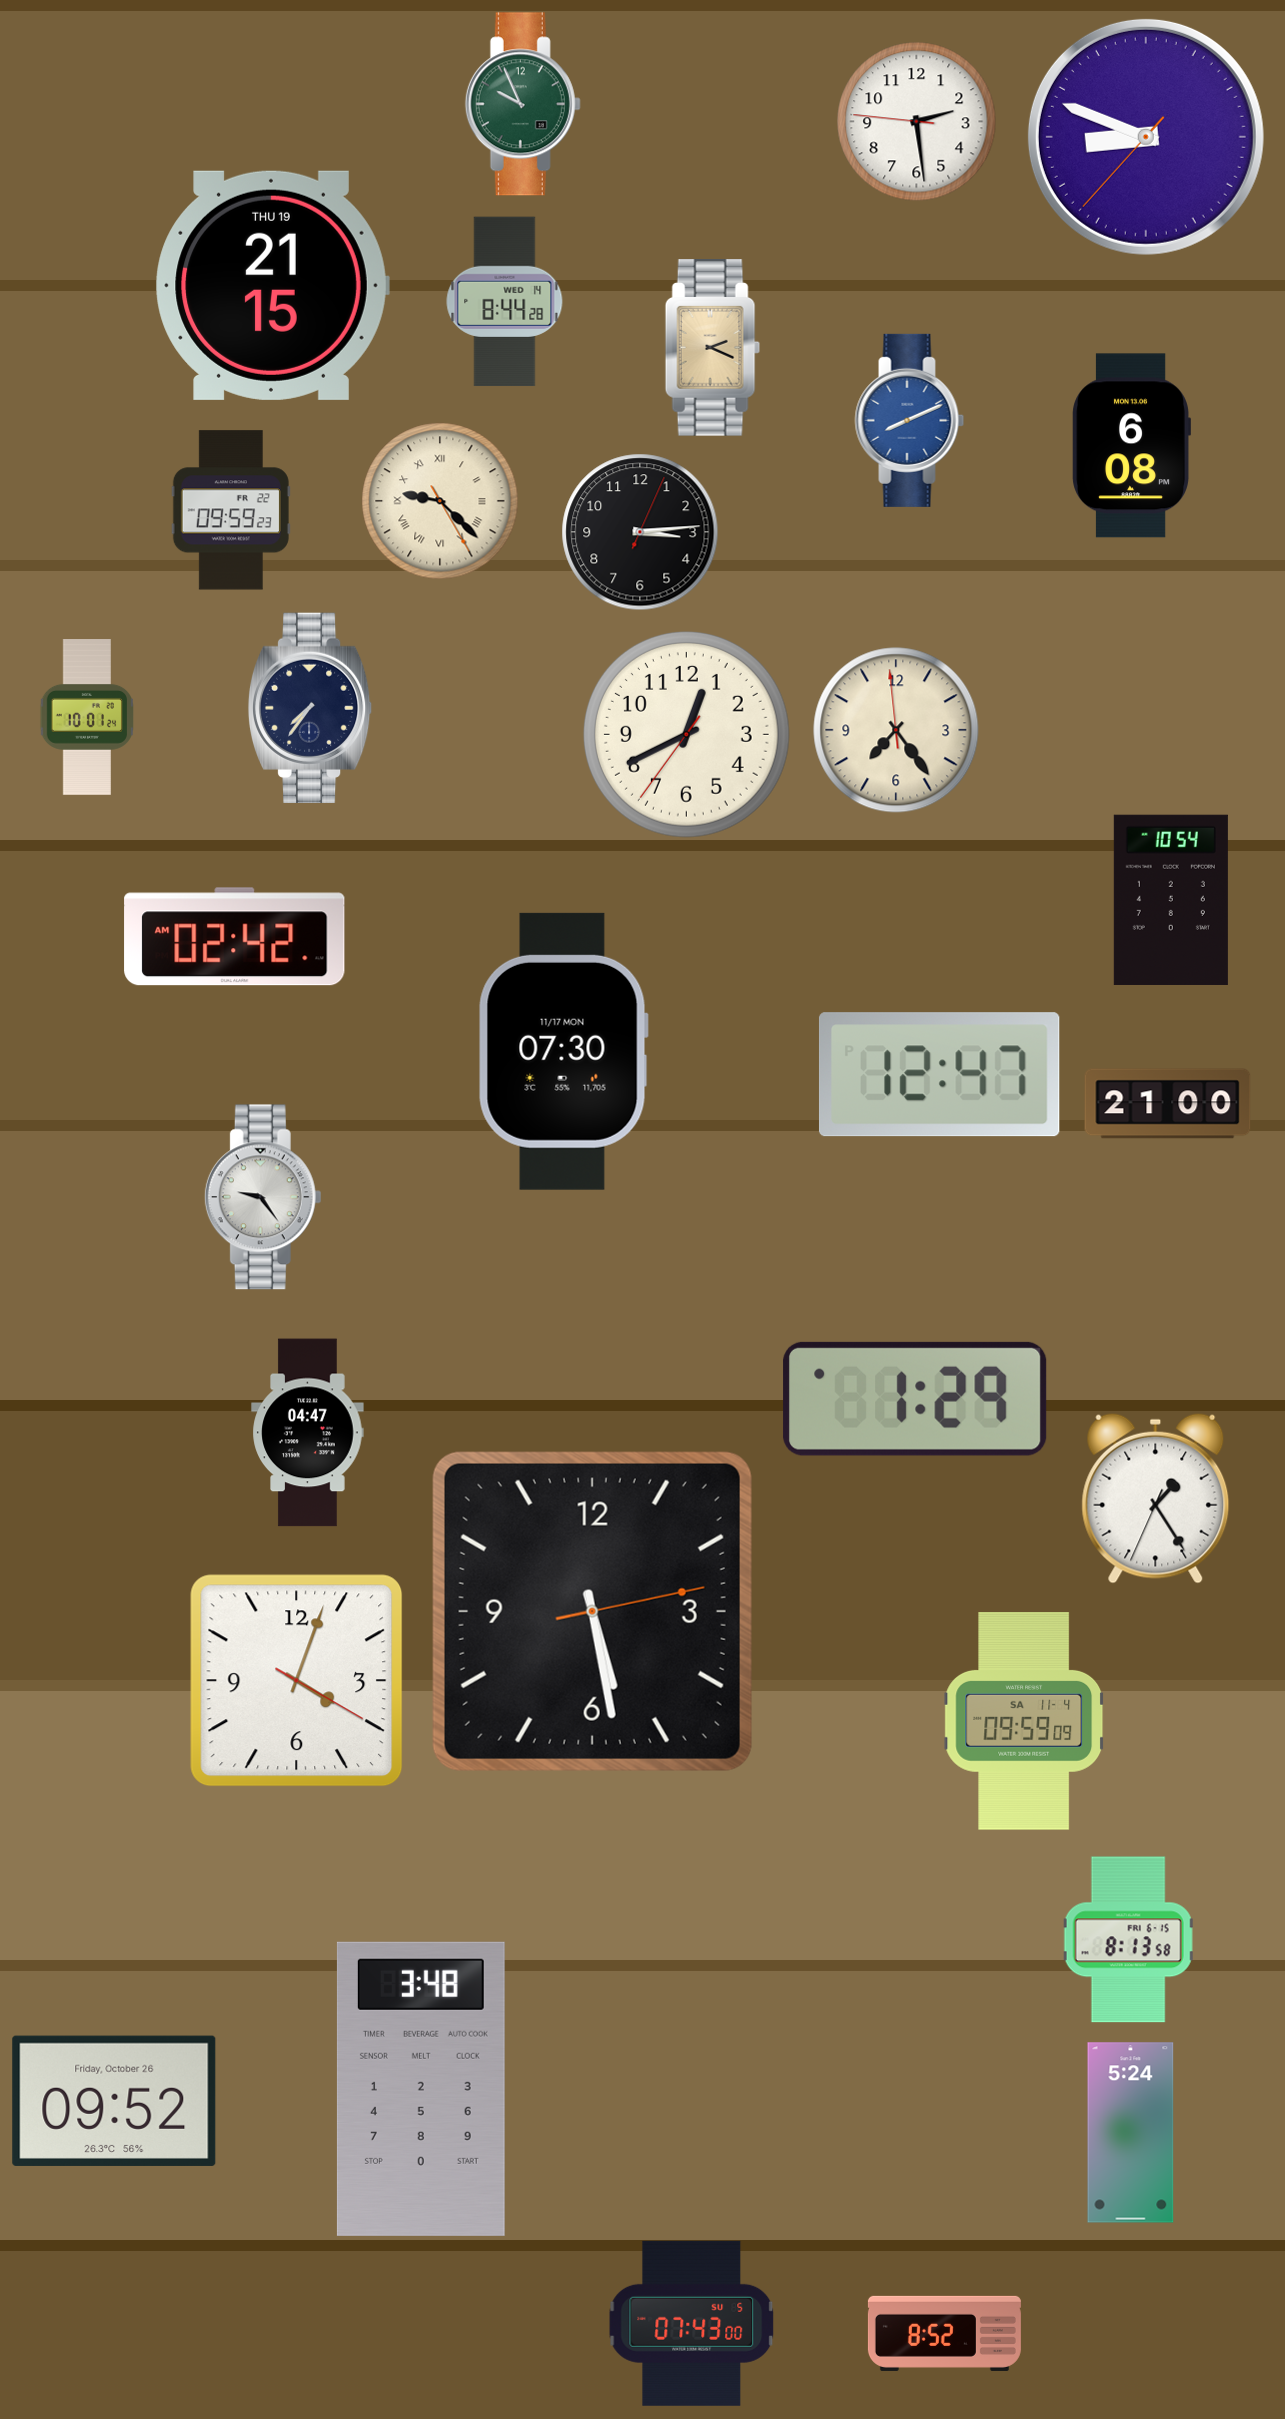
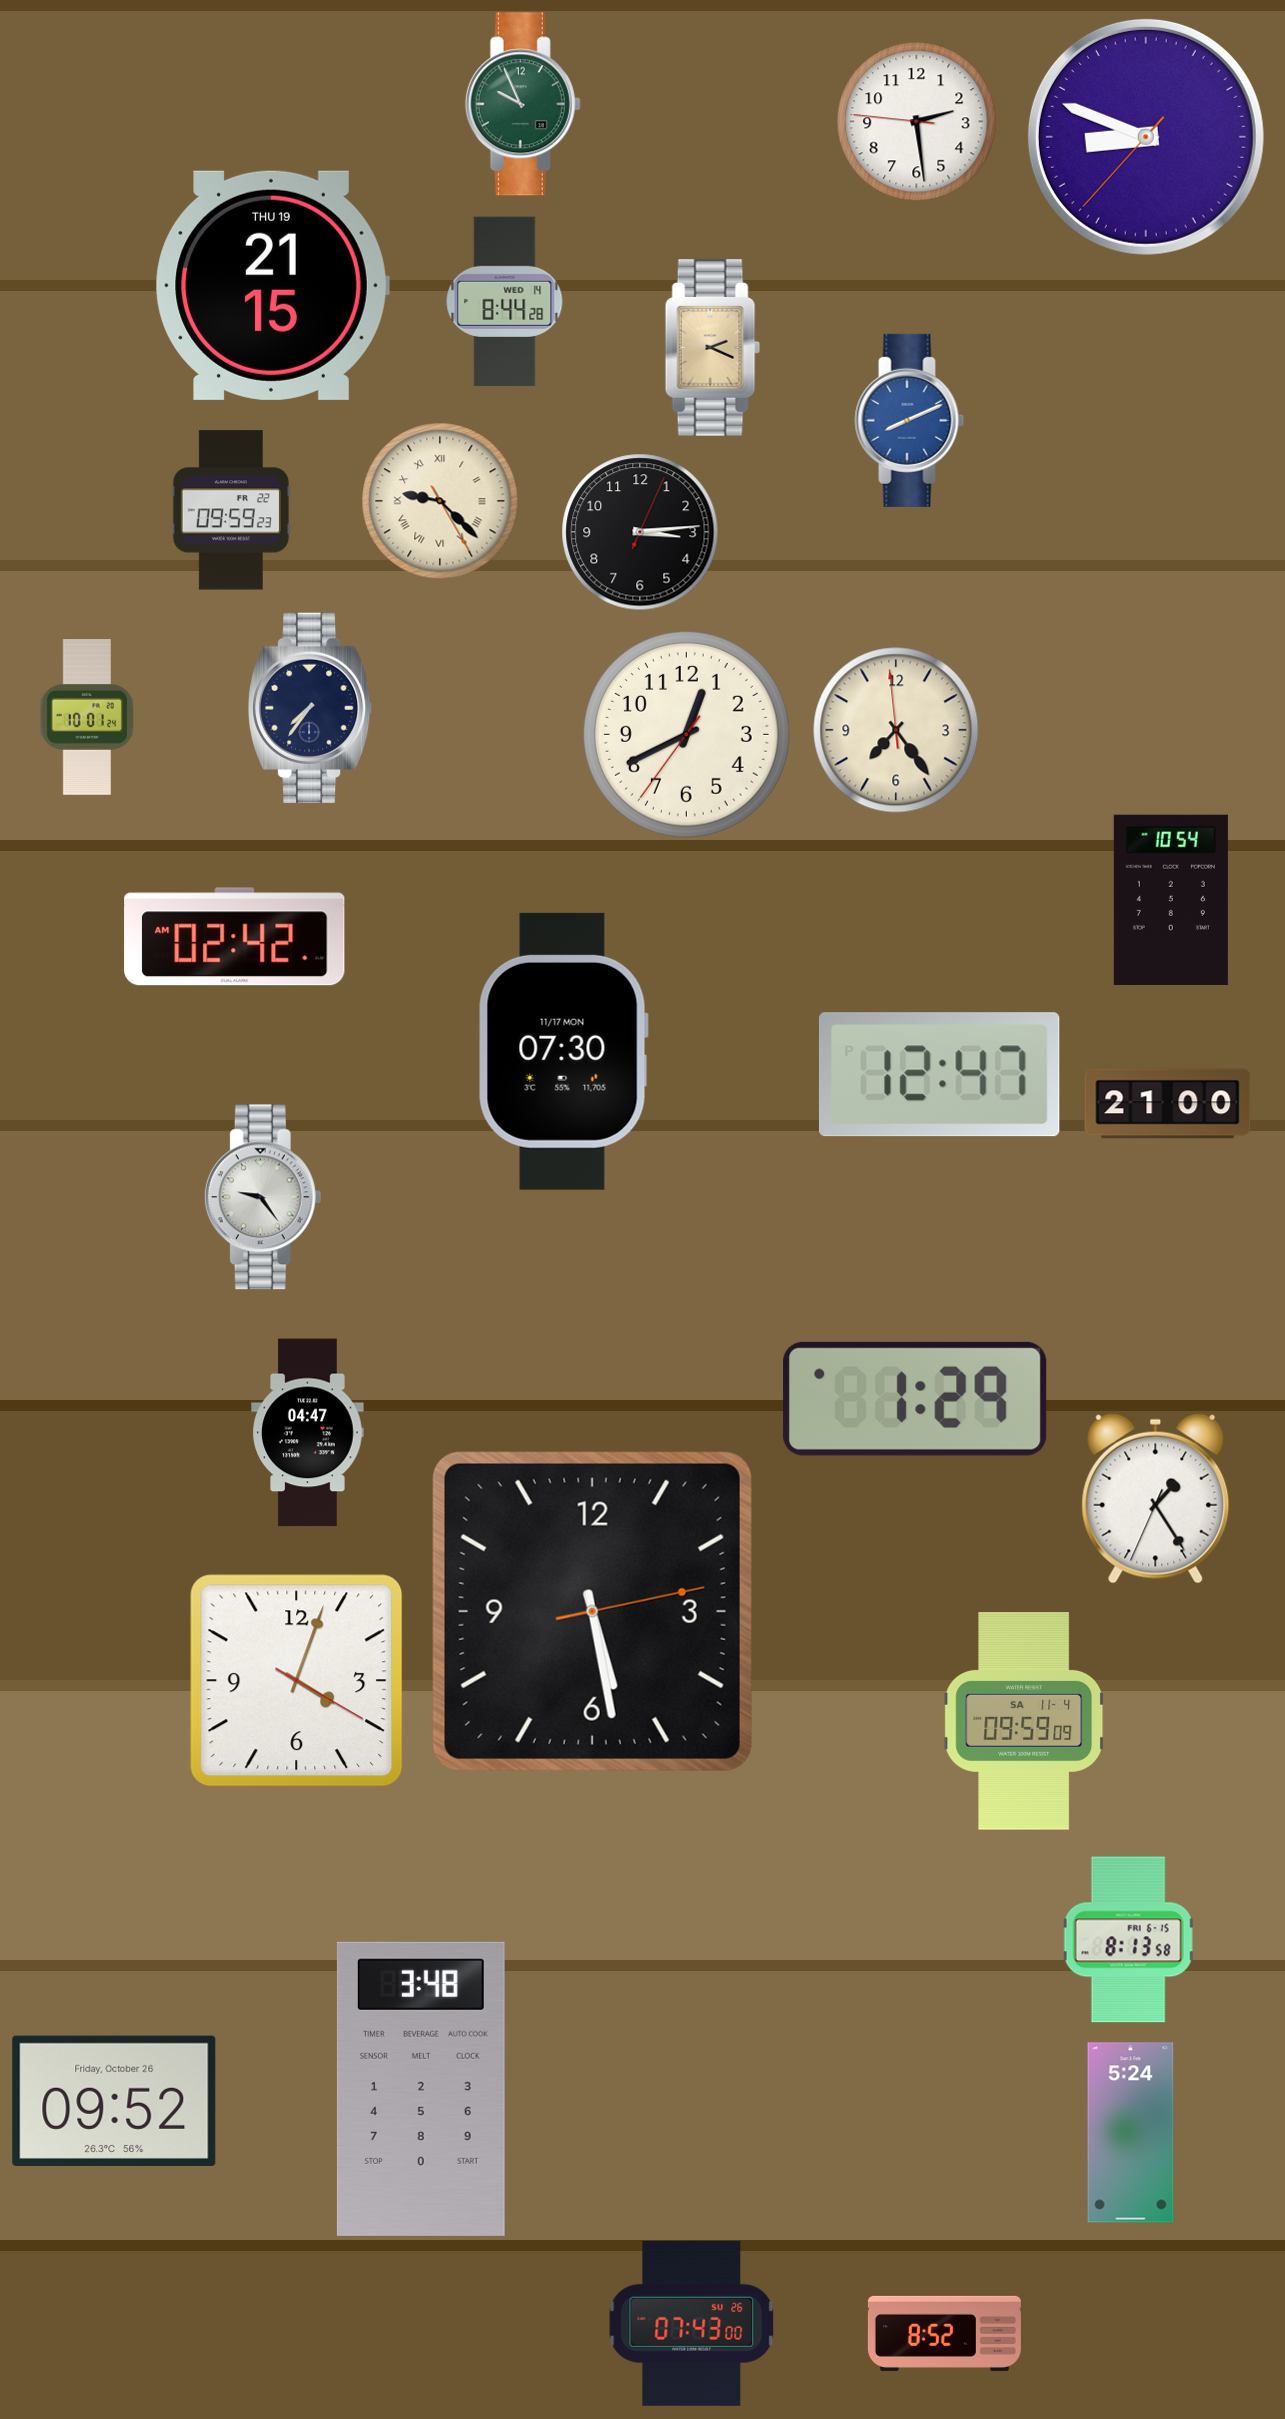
clock at (1131, 446): 6:08 -> none
clock at (692, 2323) date: SU 5 -> SU 26
